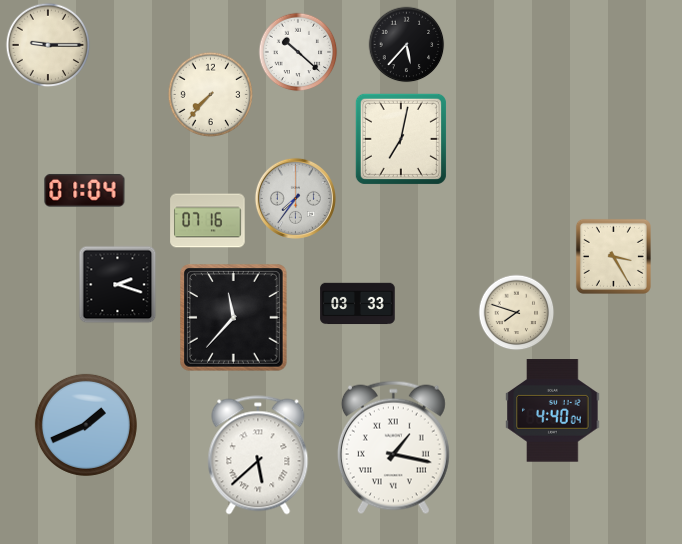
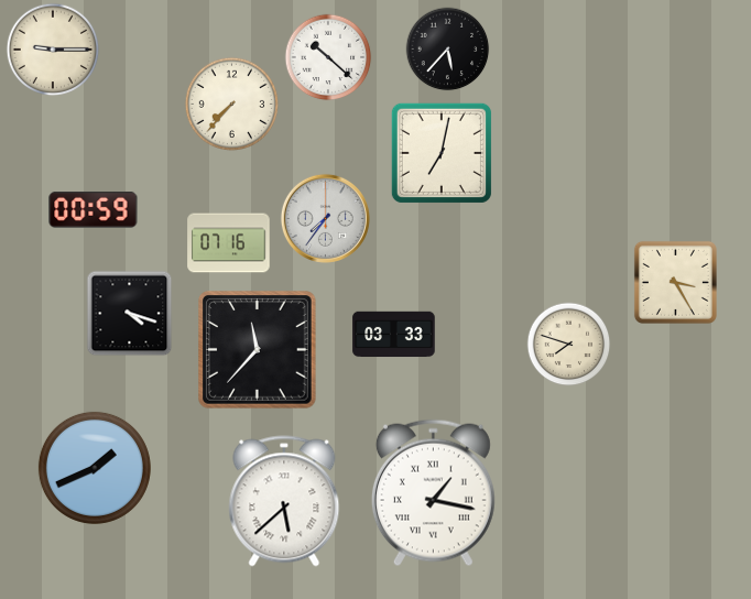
clock at (85, 191): 01:04 -> 00:59
clock at (118, 285): 2:18 -> 4:18
clock at (553, 411): 4:40 -> none
